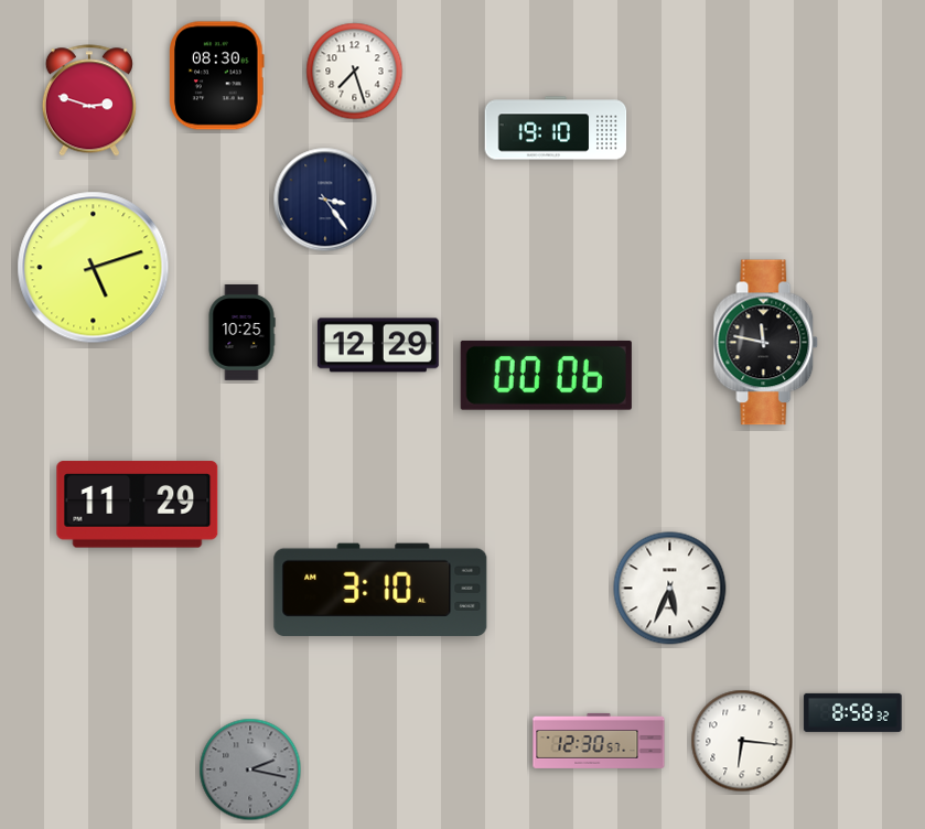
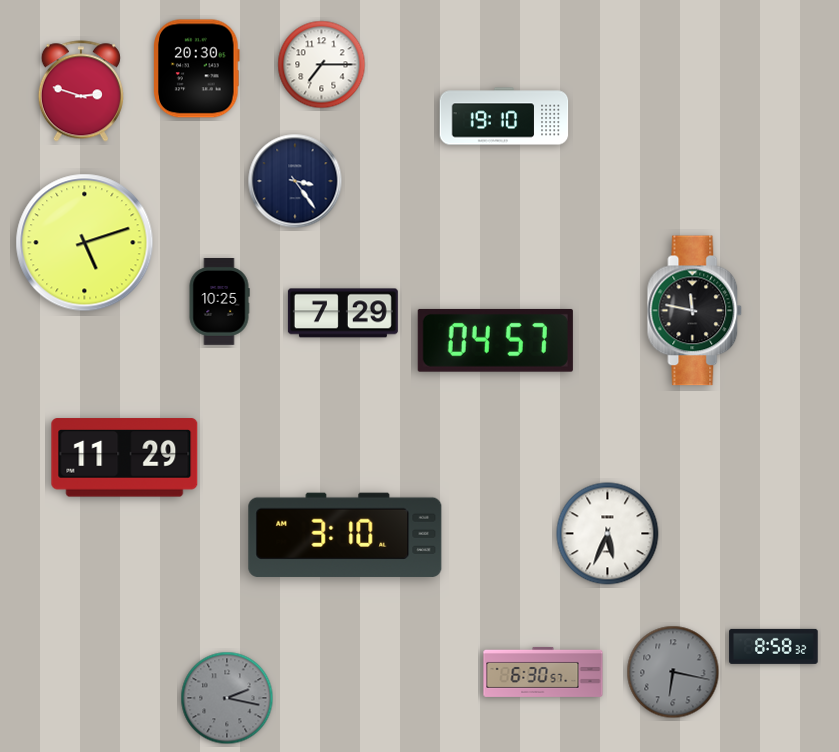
clock at (355, 72): 7:27 -> 7:15
clock at (217, 76): 08:30 -> 20:30
clock at (378, 345): 12:29 -> 7:29
clock at (546, 375): 00:06 -> 04:57
clock at (599, 741): 12:30 -> 6:30
clock at (742, 741): 6:16 -> 6:17
clock at (742, 741) dial: white -> grey
